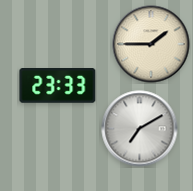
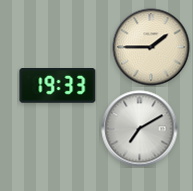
clock at (151, 44) position: (151, 44) -> (151, 47)
clock at (58, 86): 23:33 -> 19:33
